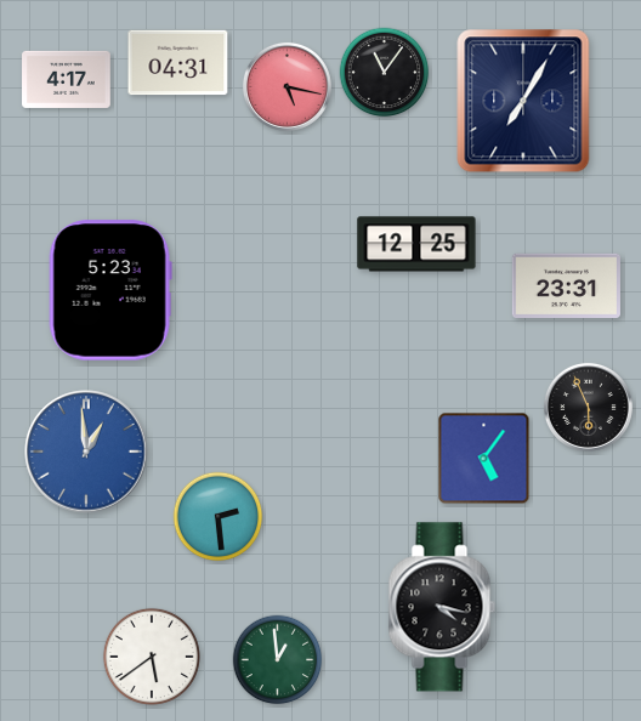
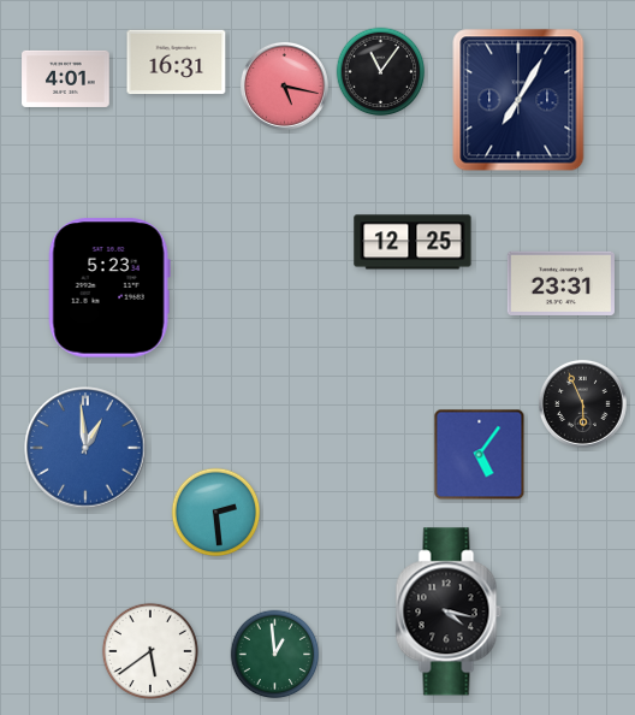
clock at (178, 63): 04:31 -> 16:31
clock at (67, 79): 4:17 -> 4:01
clock at (442, 607) position: (442, 607) -> (449, 611)
